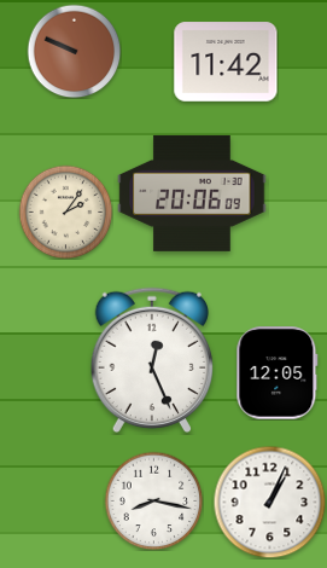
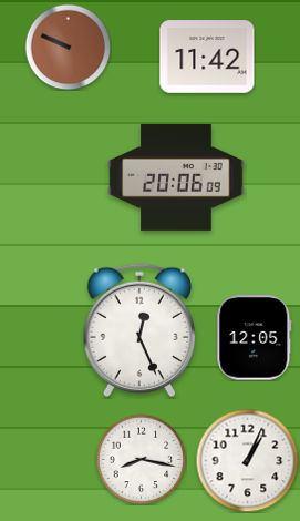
clock at (65, 211): 2:06 -> none
clock at (278, 373) position: (278, 373) -> (255, 338)
